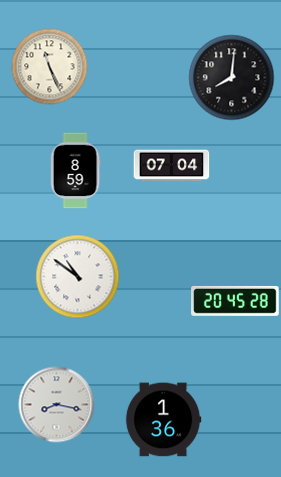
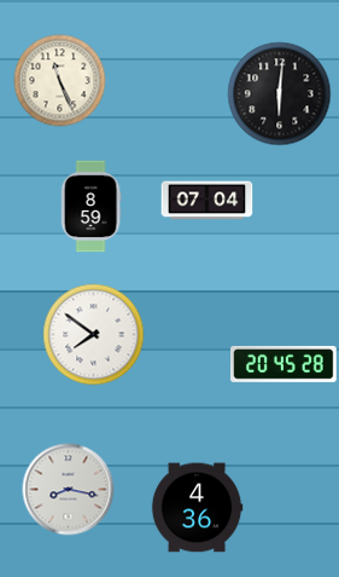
clock at (232, 78): 8:01 -> 6:01
clock at (78, 277): 10:51 -> 7:51
clock at (163, 420): 1:36 -> 4:36
